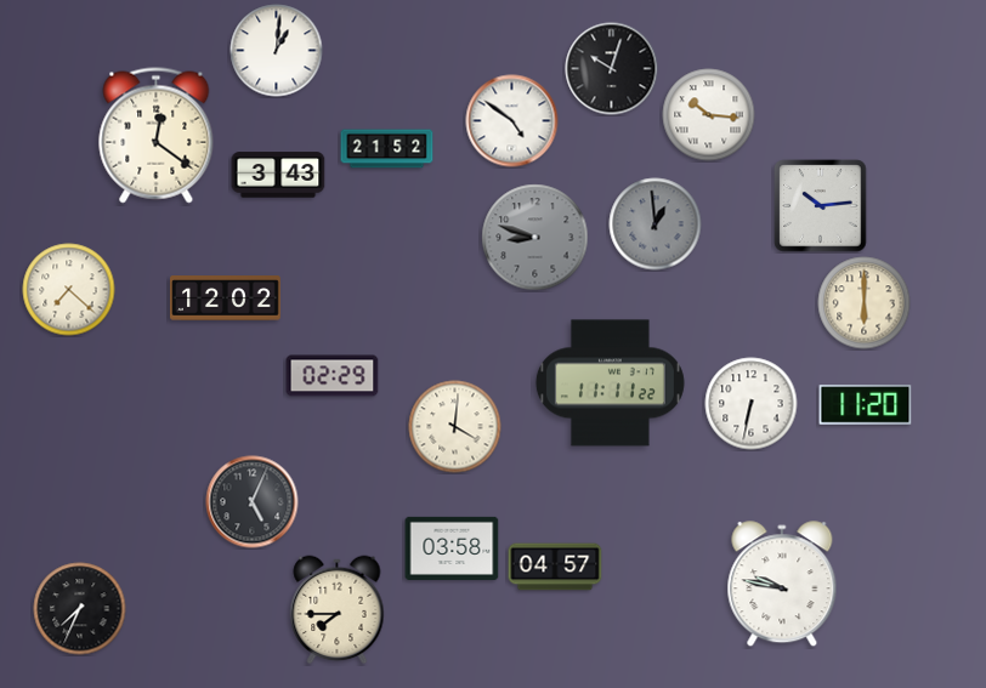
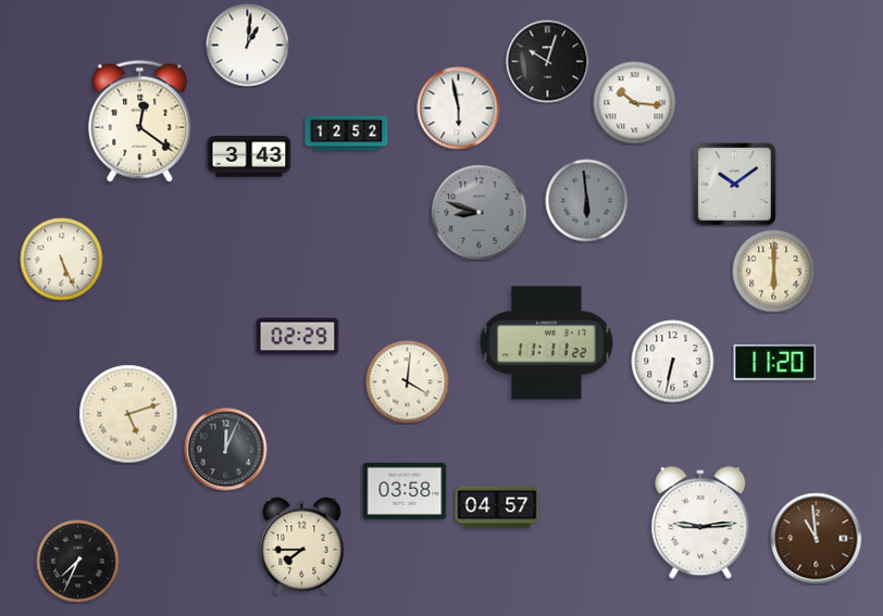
clock at (512, 121): 4:51 -> 5:58
clock at (387, 149): 21:52 -> 12:52
clock at (821, 206): 10:14 -> 10:09
clock at (656, 224): 12:59 -> 5:59
clock at (69, 290): 7:22 -> 5:26
clock at (226, 298): 12:02 -> none
clock at (128, 414): none -> 5:12
clock at (253, 502): 5:04 -> 12:04
clock at (782, 585): 9:47 -> 9:14
clock at (817, 539): none -> 10:59
clock at (80, 609) position: (80, 609) -> (78, 562)
